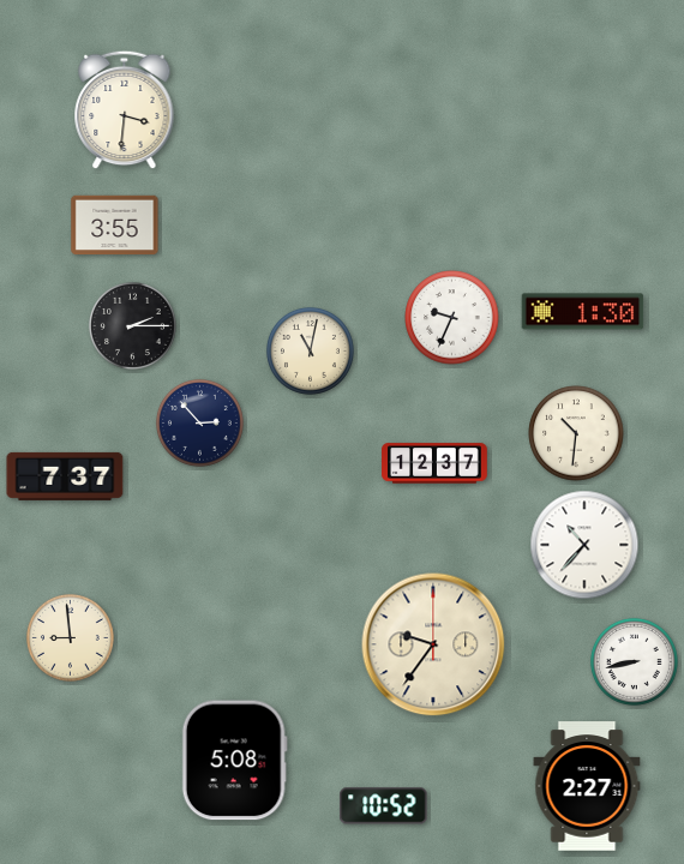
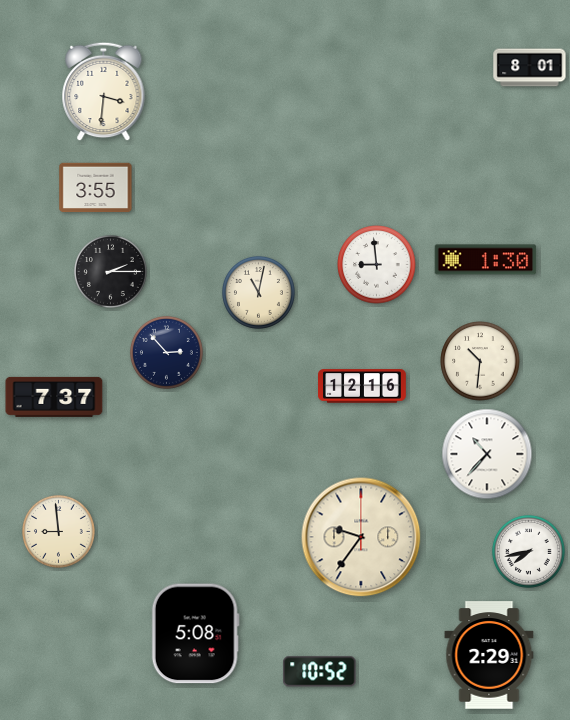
clock at (530, 68): none -> 8:01
clock at (452, 318): 9:34 -> 8:59
clock at (434, 463): 12:37 -> 12:16
clock at (634, 661): 8:43 -> 7:43
clock at (587, 786): 2:27 -> 2:29
